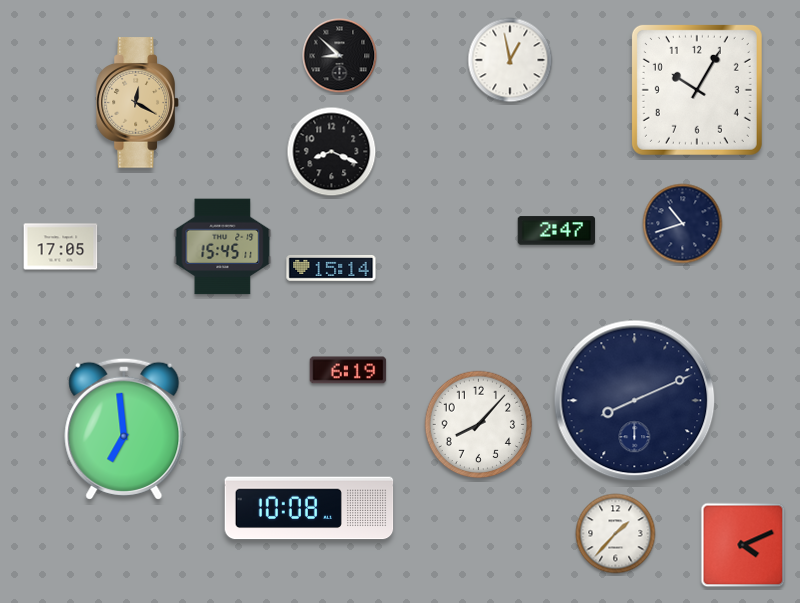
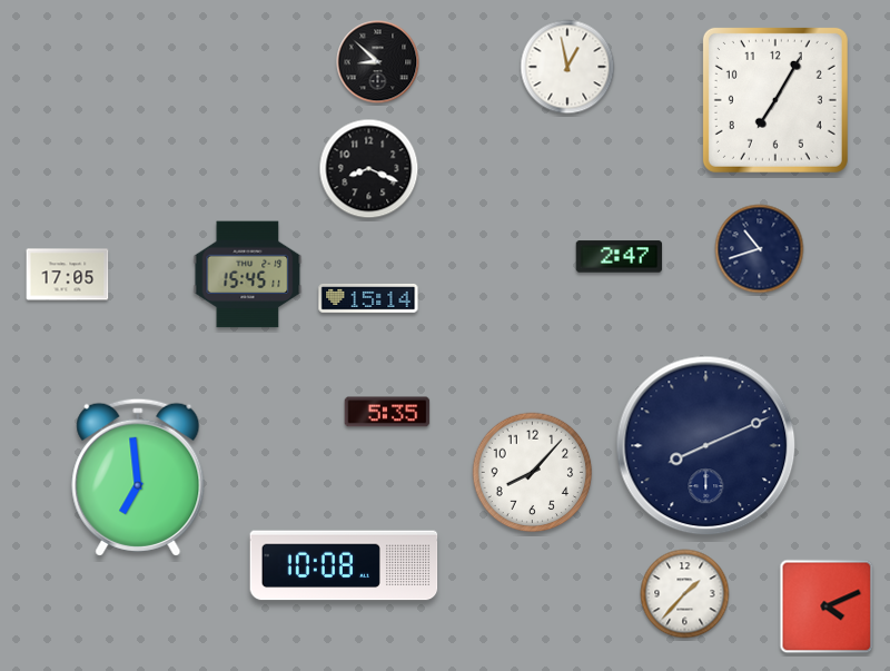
clock at (697, 90): 10:05 -> 7:05
clock at (138, 103): 12:20 -> none
clock at (348, 370): 6:19 -> 5:35
